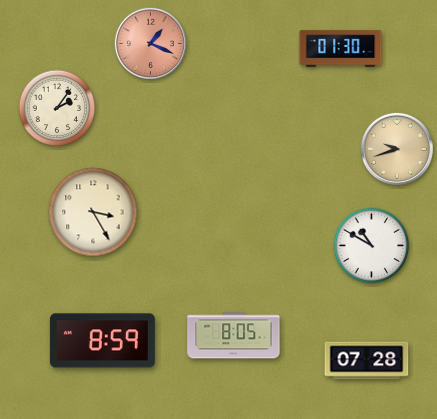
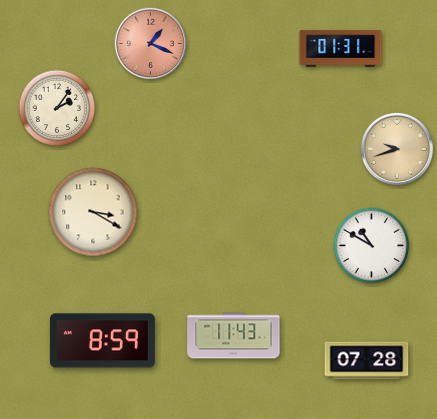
clock at (341, 49): 01:30 -> 01:31
clock at (93, 212): 3:25 -> 3:20
clock at (234, 336): 8:05 -> 11:43
